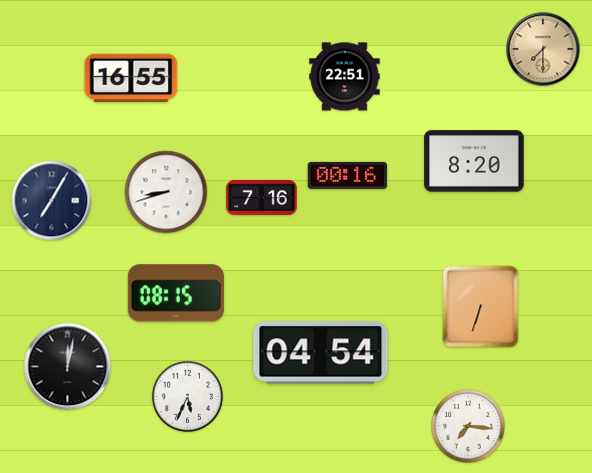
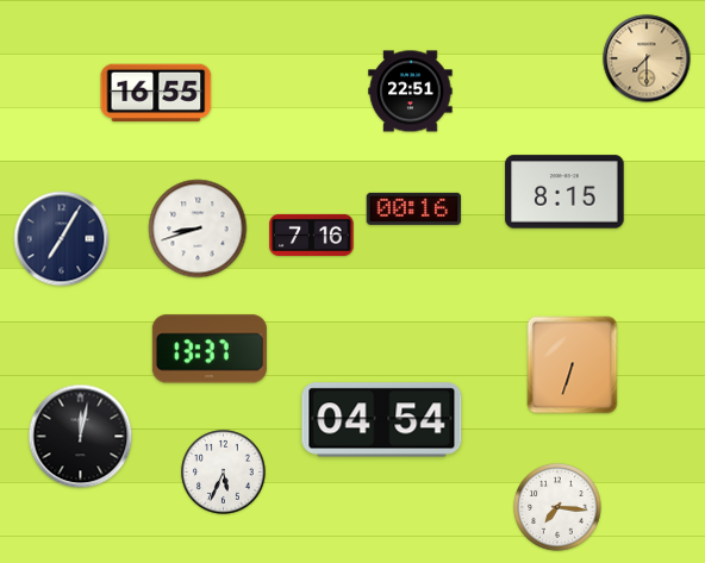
clock at (474, 161): 8:20 -> 8:15
clock at (176, 293): 08:15 -> 13:37
